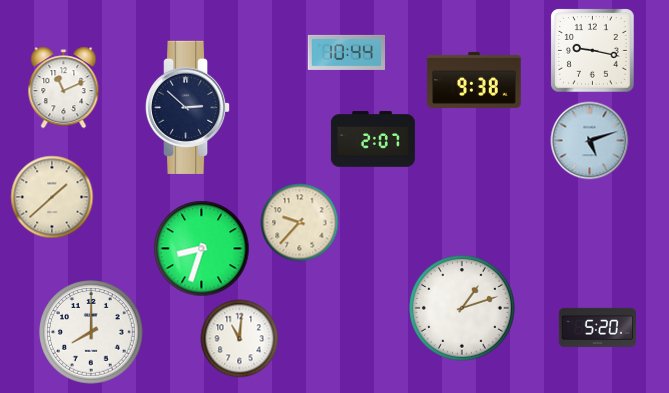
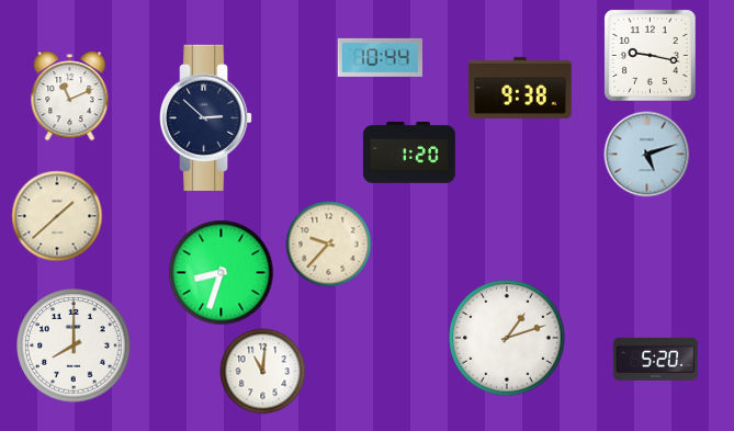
clock at (373, 139): 2:07 -> 1:20
clock at (91, 332) position: (91, 332) -> (74, 345)
